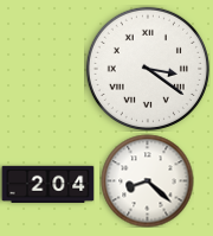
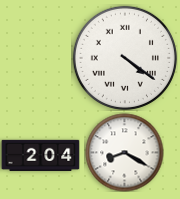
clock at (148, 69): 3:21 -> 4:21
clock at (147, 180): 8:22 -> 8:20
